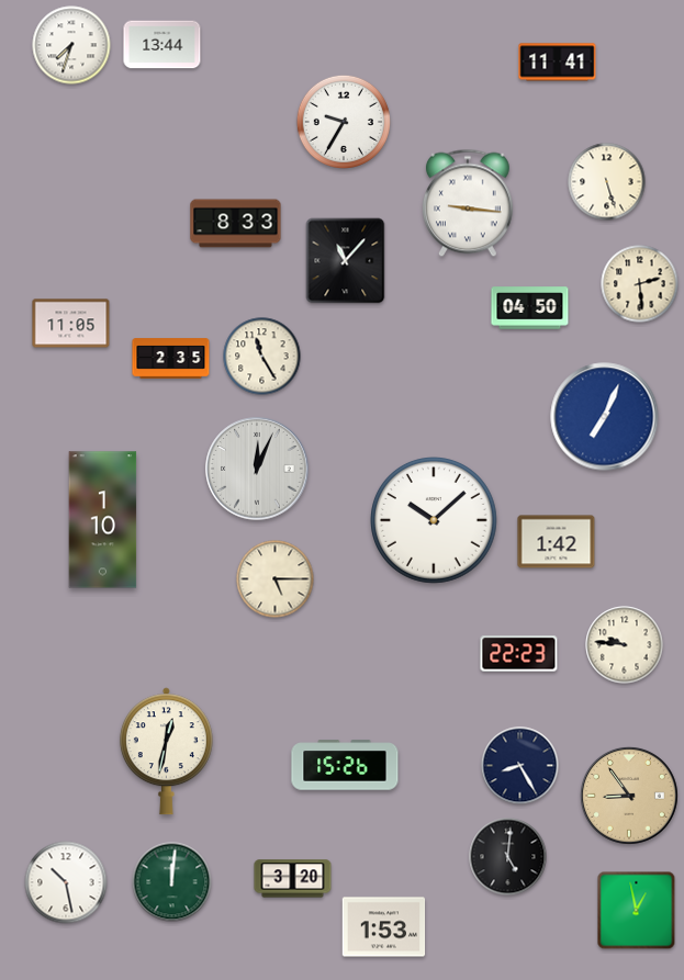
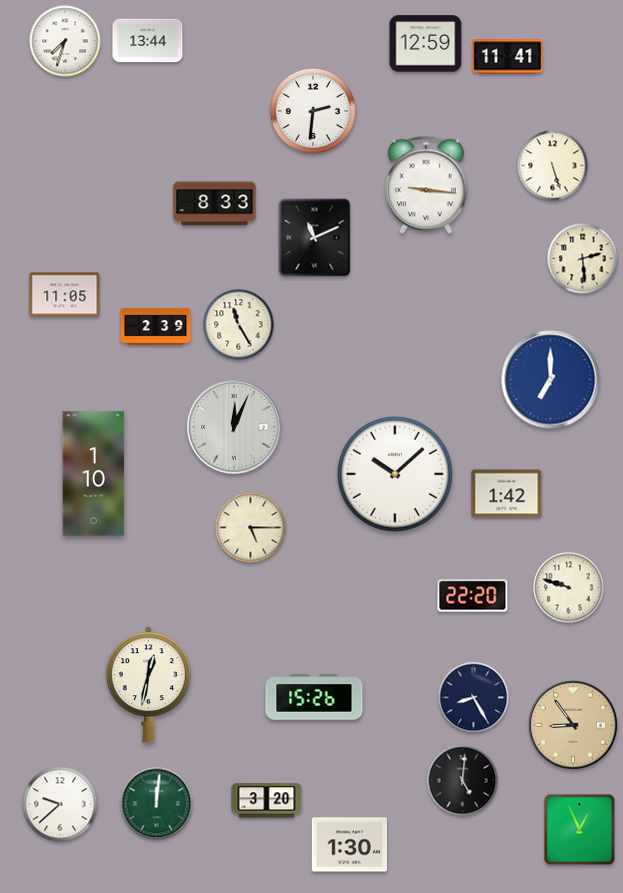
clock at (426, 44): none -> 12:59
clock at (343, 121): 9:35 -> 2:31
clock at (346, 261): 11:07 -> 11:11
clock at (530, 308): 04:50 -> none
clock at (171, 359): 2:35 -> 2:39
clock at (605, 417): 7:04 -> 7:00
clock at (625, 645): 9:46 -> 9:48
clock at (519, 654): 22:23 -> 22:20
clock at (166, 752) position: (166, 752) -> (148, 685)
clock at (66, 882): 10:28 -> 9:38
clock at (637, 911): 12:58 -> 12:56
clock at (384, 927): 1:53 -> 1:30
